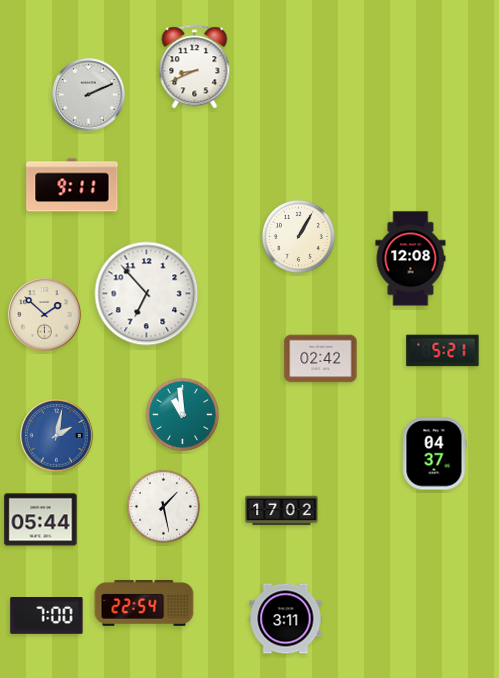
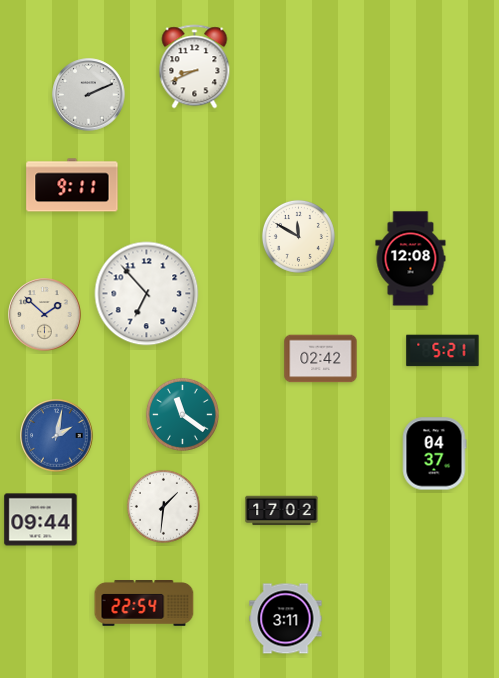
clock at (298, 236): 1:05 -> 11:50
clock at (182, 414): 10:59 -> 11:21
clock at (163, 506): 1:28 -> 1:31
clock at (41, 520): 05:44 -> 09:44
clock at (47, 616): 7:00 -> none
